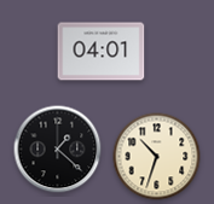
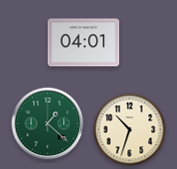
clock at (58, 150) dial: black -> green
